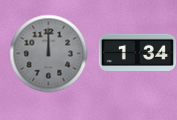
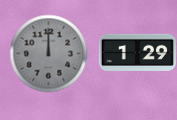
clock at (137, 52): 1:34 -> 1:29
